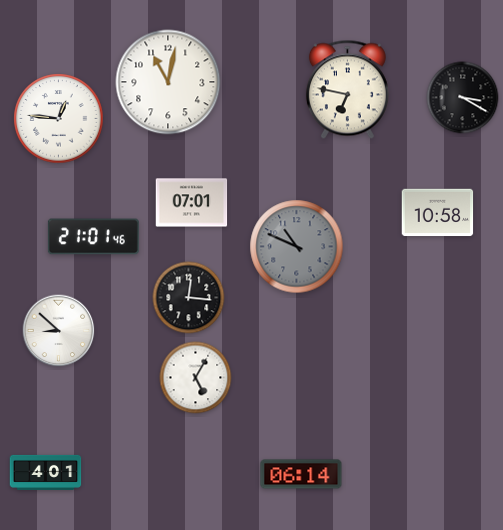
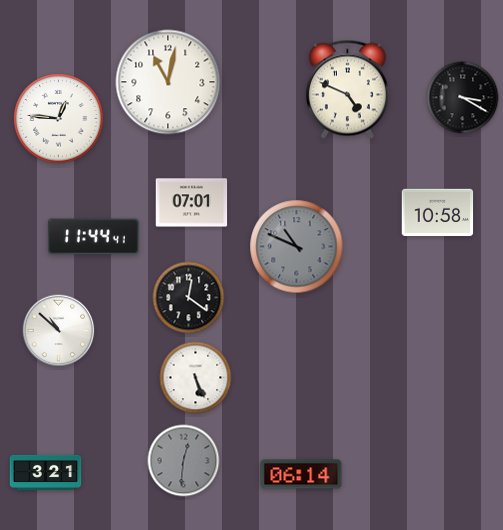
clock at (347, 90): 6:47 -> 4:49
clock at (93, 237): 21:01 -> 11:44
clock at (189, 298): 12:16 -> 12:21
clock at (59, 331): 8:52 -> 10:52
clock at (196, 378): 5:05 -> 5:26
clock at (184, 461): none -> 12:31
clock at (46, 472): 4:01 -> 3:21
